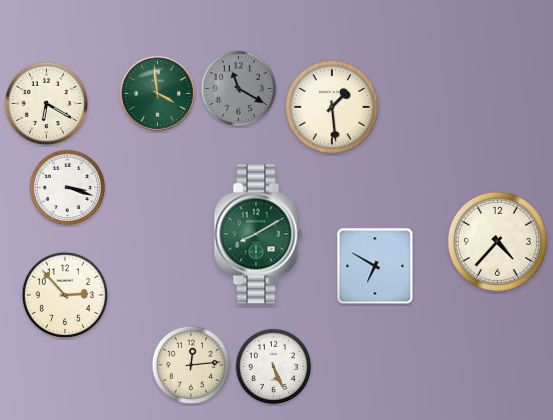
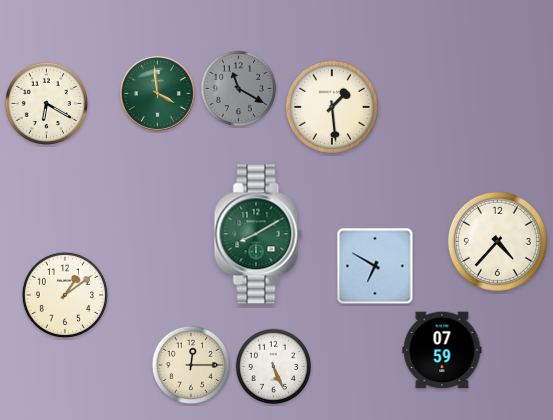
clock at (68, 188): 3:18 -> none
clock at (64, 294): 2:53 -> 1:09
clock at (442, 350): none -> 07:59
clock at (191, 365): 12:14 -> 12:15
